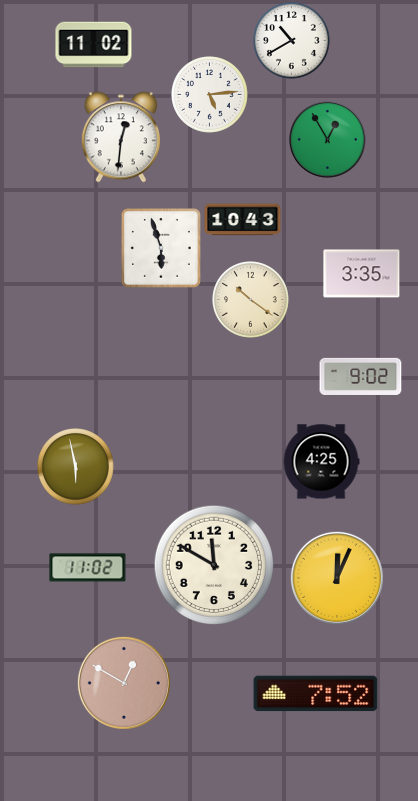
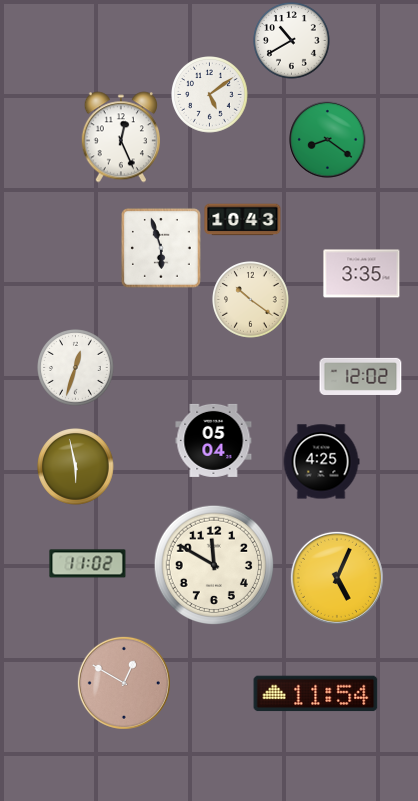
clock at (94, 45): 11:02 -> none
clock at (210, 95): 5:14 -> 5:09
clock at (121, 137): 12:31 -> 12:26
clock at (328, 140): 12:55 -> 8:21
clock at (76, 368): none -> 12:33
clock at (361, 376): 9:02 -> 12:02
clock at (214, 440): none -> 05:04
clock at (88, 568) position: (88, 568) -> (88, 564)
clock at (337, 578): 12:04 -> 5:04
clock at (316, 694): 7:52 -> 11:54
